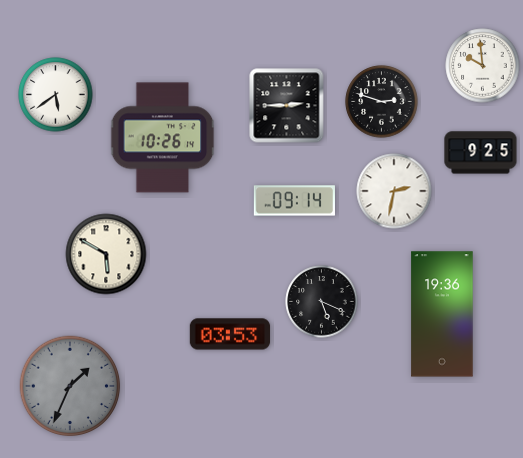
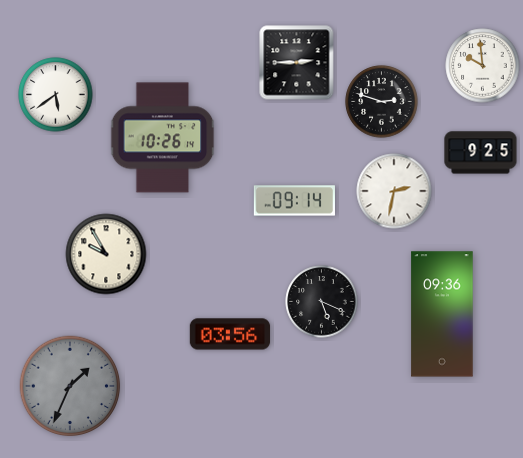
clock at (287, 106) position: (287, 106) -> (297, 63)
clock at (106, 254): 5:50 -> 9:55
clock at (442, 314): 19:36 -> 09:36
clock at (230, 334): 03:53 -> 03:56
